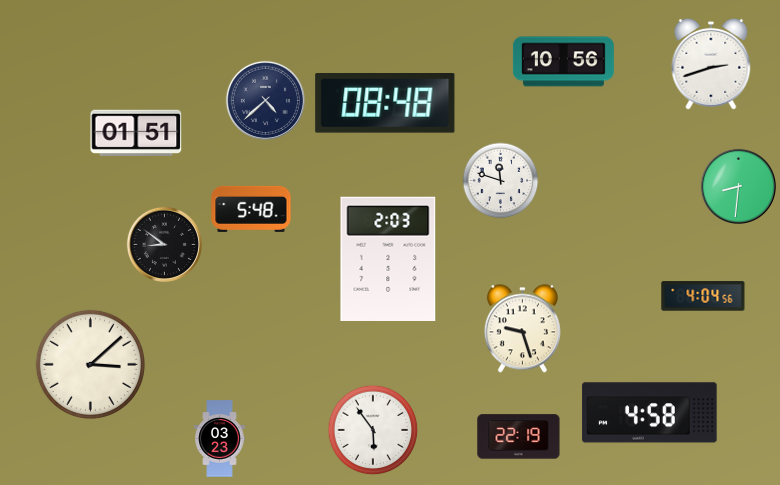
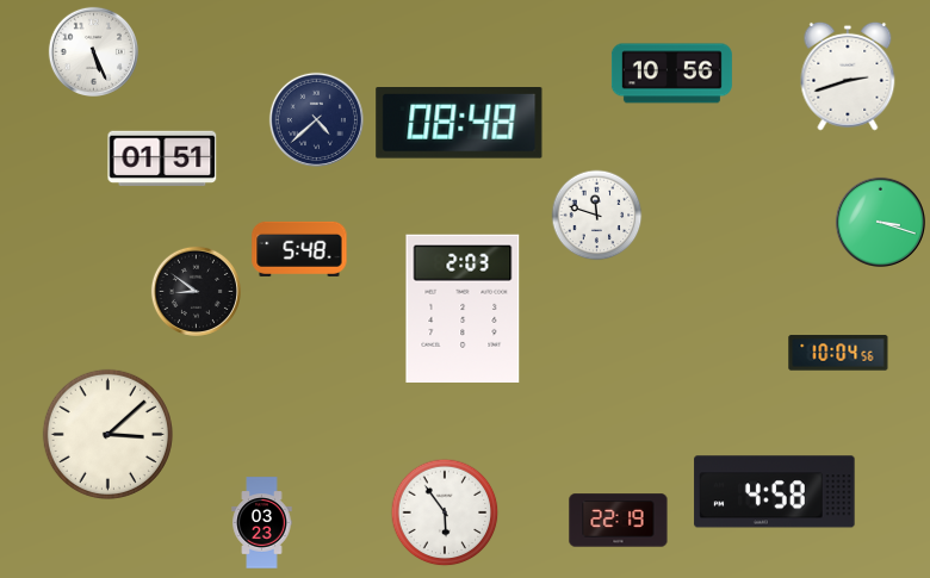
clock at (93, 51): none -> 5:26
clock at (738, 186): 8:31 -> 3:18
clock at (703, 296): 4:04 -> 10:04
clock at (522, 329): 9:27 -> none
